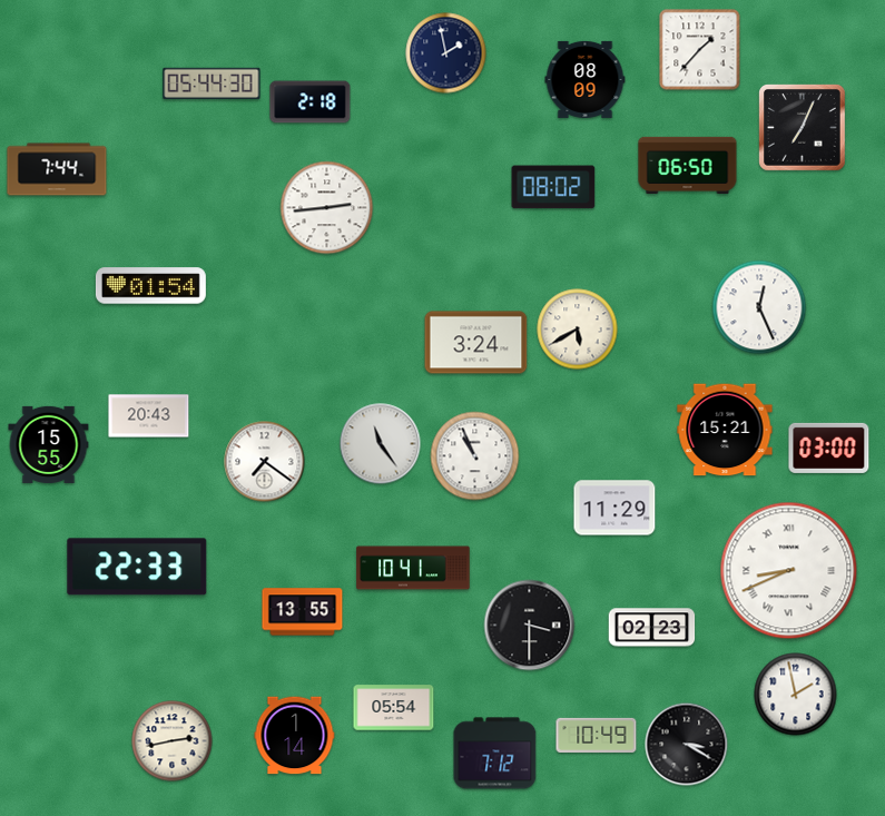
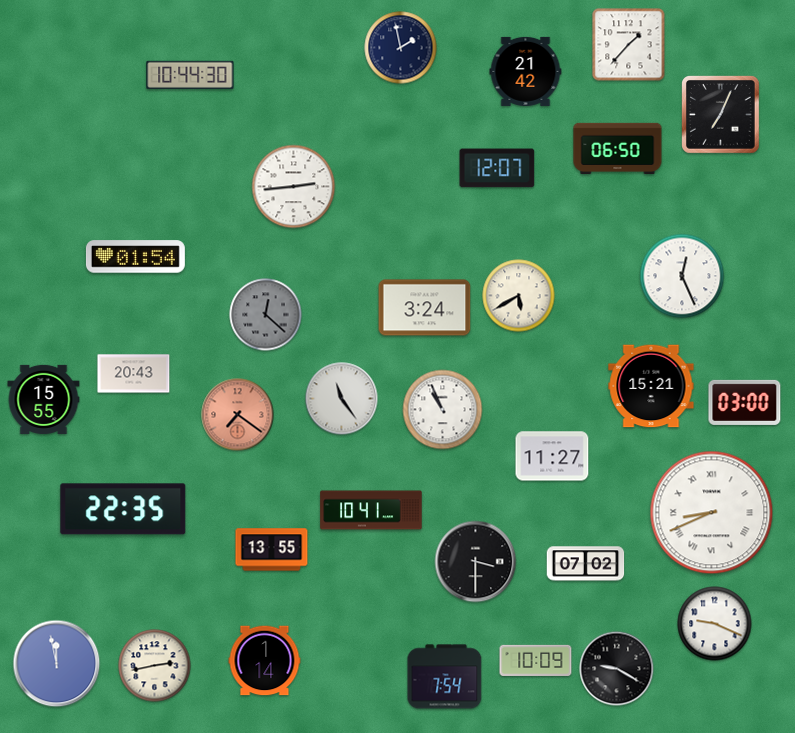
clock at (586, 79): 08:09 -> 21:42
clock at (212, 83): 05:44 -> 10:44
clock at (311, 102): 2:18 -> none
clock at (57, 169): 7:44 -> none
clock at (553, 187): 08:02 -> 12:07
clock at (476, 343) position: (476, 343) -> (425, 308)
clock at (266, 315): none -> 12:22
clock at (475, 456) position: (475, 456) -> (443, 410)
clock at (265, 462) dial: white -> salmon
clock at (614, 508): 11:29 -> 11:27
clock at (137, 567): 22:33 -> 22:35
clock at (789, 571) position: (789, 571) -> (712, 513)
clock at (652, 628): 02:23 -> 07:02
clock at (796, 695): 1:58 -> 9:19
clock at (394, 708): 05:54 -> none
clock at (597, 735): 10:49 -> 10:09
clock at (57, 664): none -> 11:58
clock at (687, 745): 3:20 -> 9:20
clock at (495, 754): 7:12 -> 7:54
